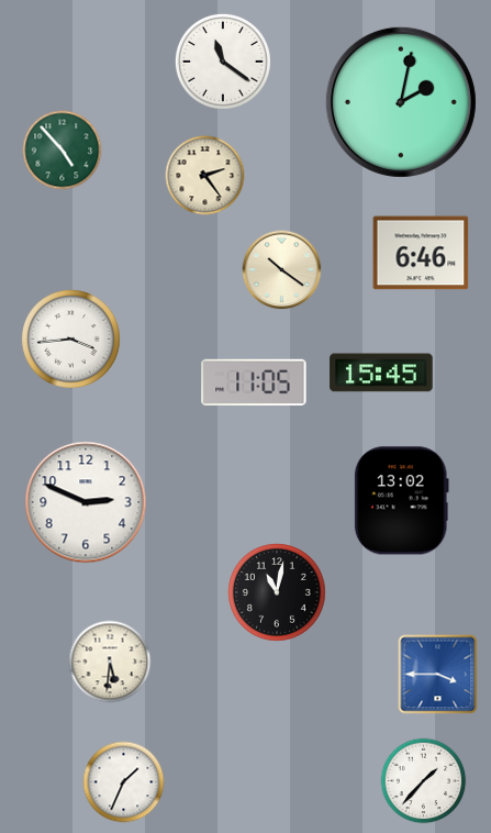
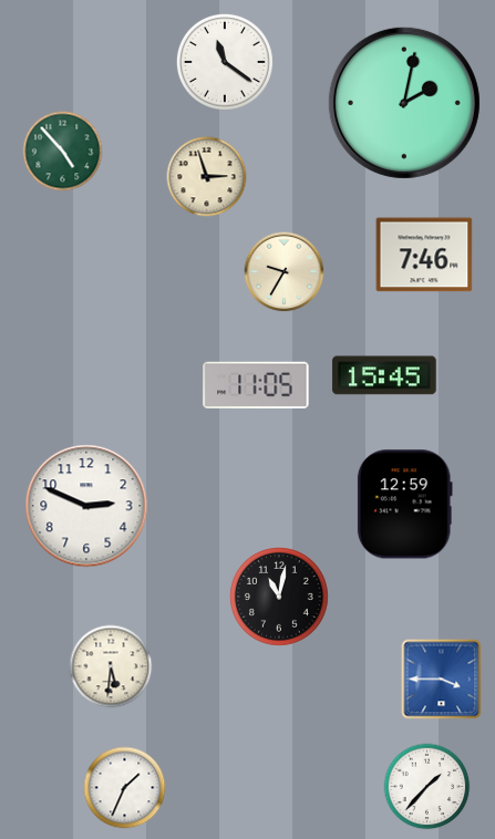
clock at (205, 176): 2:24 -> 2:57
clock at (421, 253): 6:46 -> 7:46
clock at (282, 270): 10:21 -> 9:35
clock at (71, 340): 3:44 -> none
clock at (401, 501): 13:02 -> 12:59
